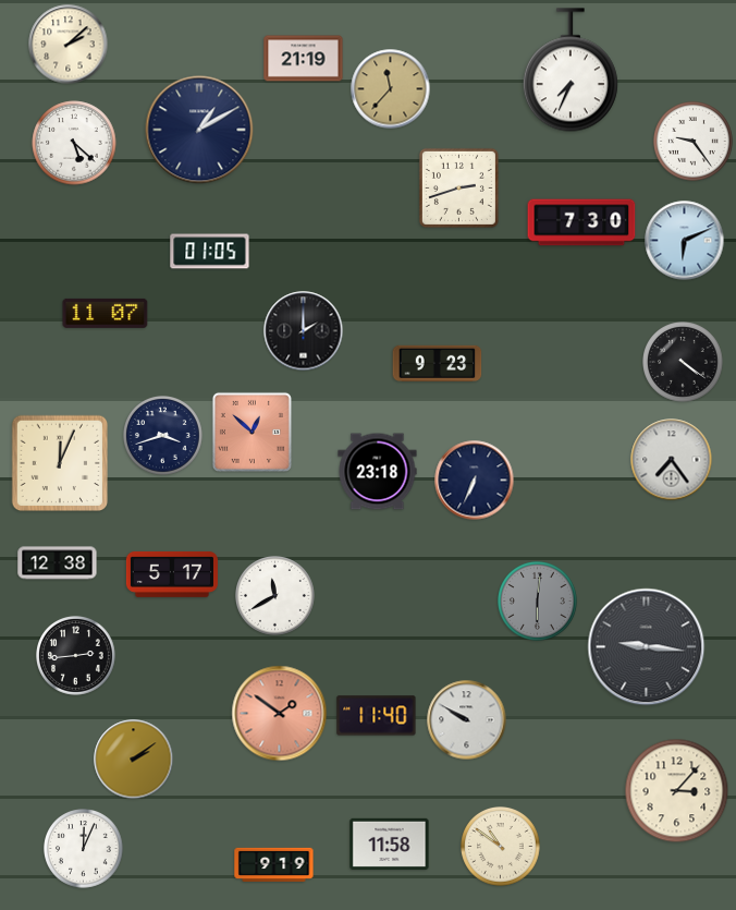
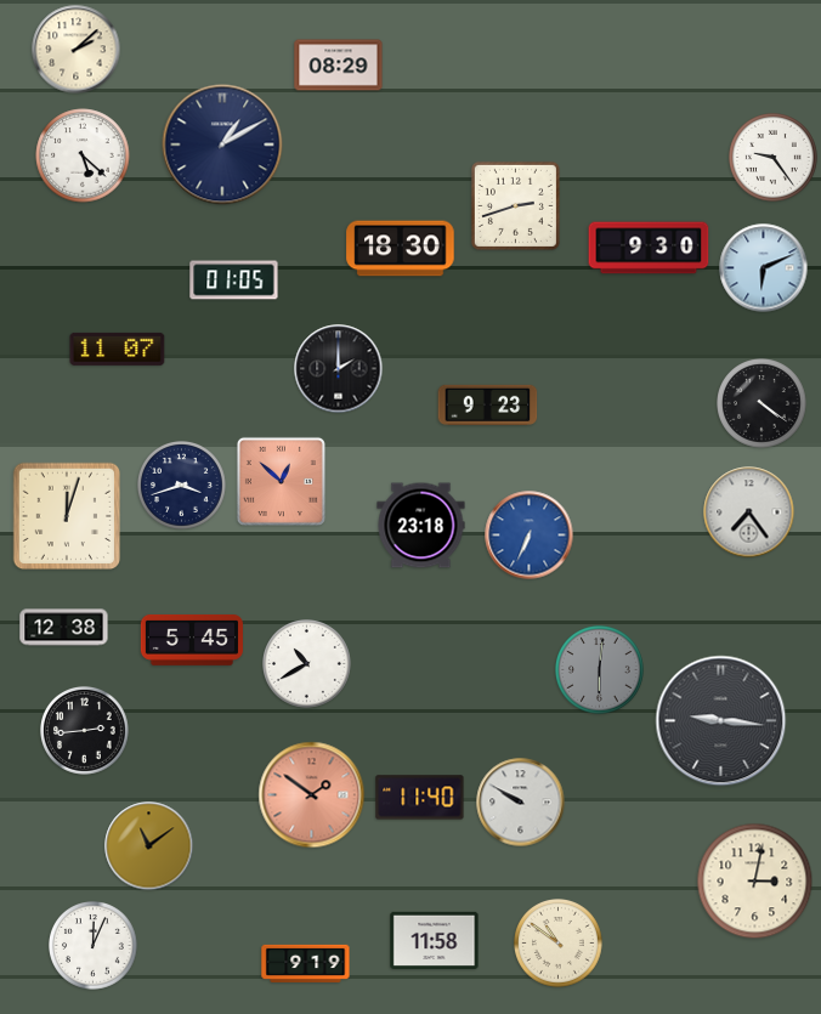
clock at (304, 59): 21:19 -> 08:29
clock at (571, 70): 7:34 -> none
clock at (391, 89): 11:37 -> none
clock at (74, 143) position: (74, 143) -> (83, 155)
clock at (458, 187) position: (458, 187) -> (515, 205)
clock at (581, 222): 7:30 -> 9:30
clock at (401, 249): none -> 18:30
clock at (60, 463): 12:04 -> 12:03
clock at (475, 481) dial: navy -> blue
clock at (172, 574): 5:17 -> 5:45
clock at (275, 596): 11:40 -> 10:40
clock at (134, 760): 2:09 -> 11:09
clock at (677, 791): 3:07 -> 3:02
